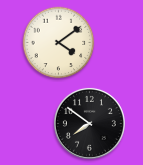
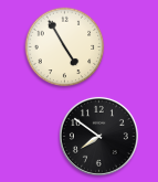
clock at (59, 43): 4:09 -> 4:55
